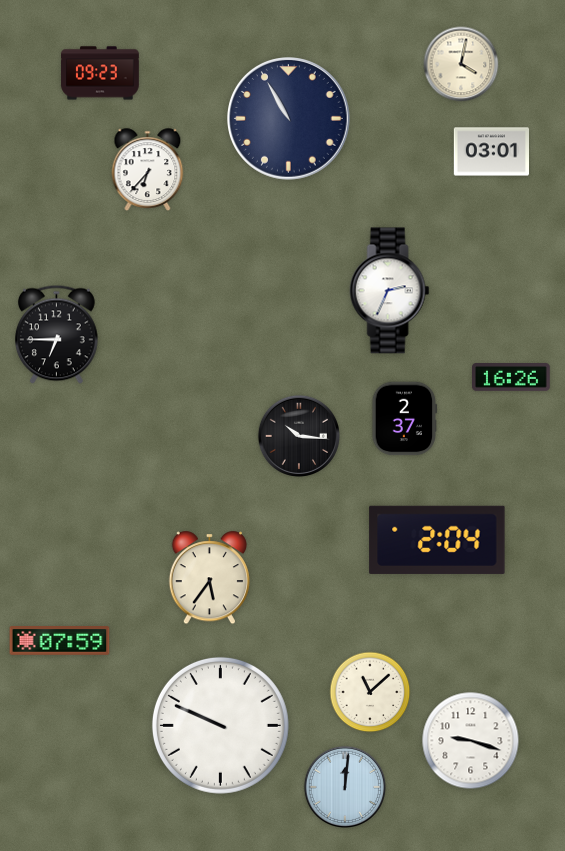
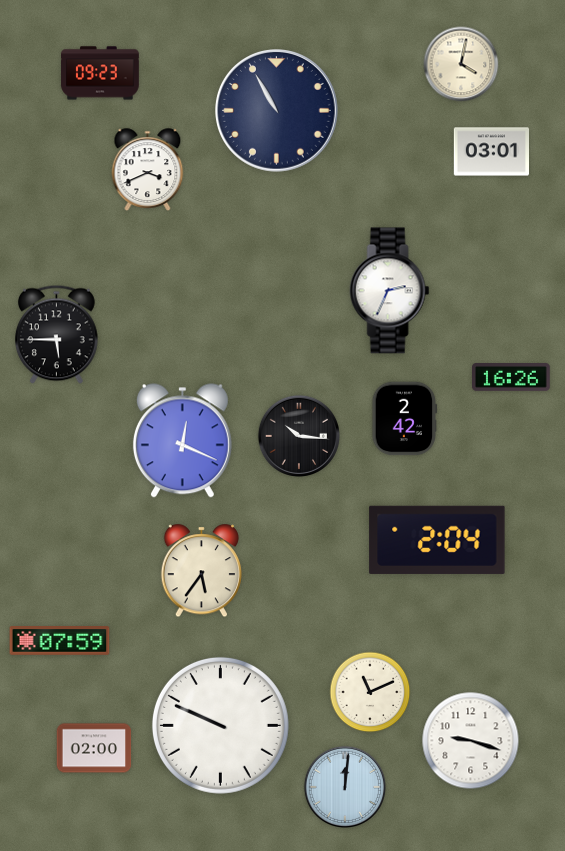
clock at (289, 119) position: (289, 119) -> (277, 111)
clock at (148, 170): 6:37 -> 3:41
clock at (57, 335): 6:45 -> 5:45
clock at (405, 419): 2:37 -> 2:42
clock at (182, 441): none -> 12:19
clock at (209, 578) position: (209, 578) -> (201, 571)
clock at (370, 692): 11:08 -> 11:11
clock at (94, 748): none -> 02:00
